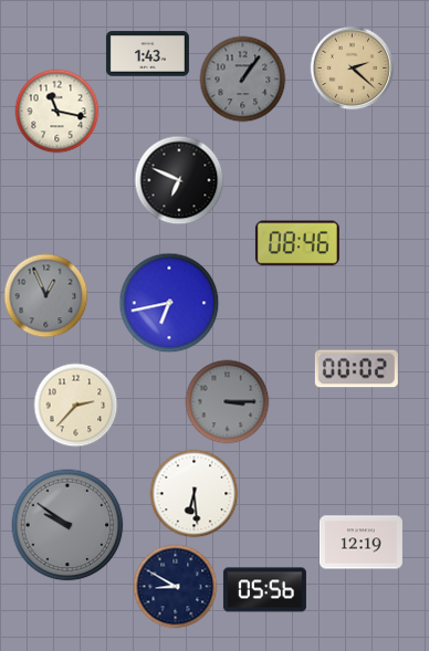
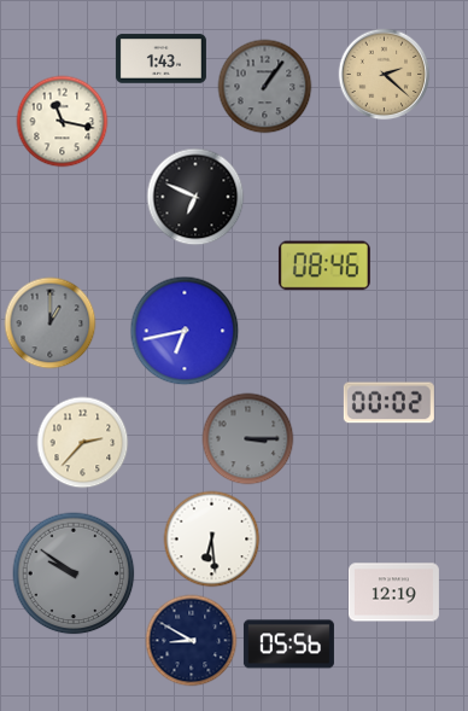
clock at (46, 296): 12:56 -> 1:00
